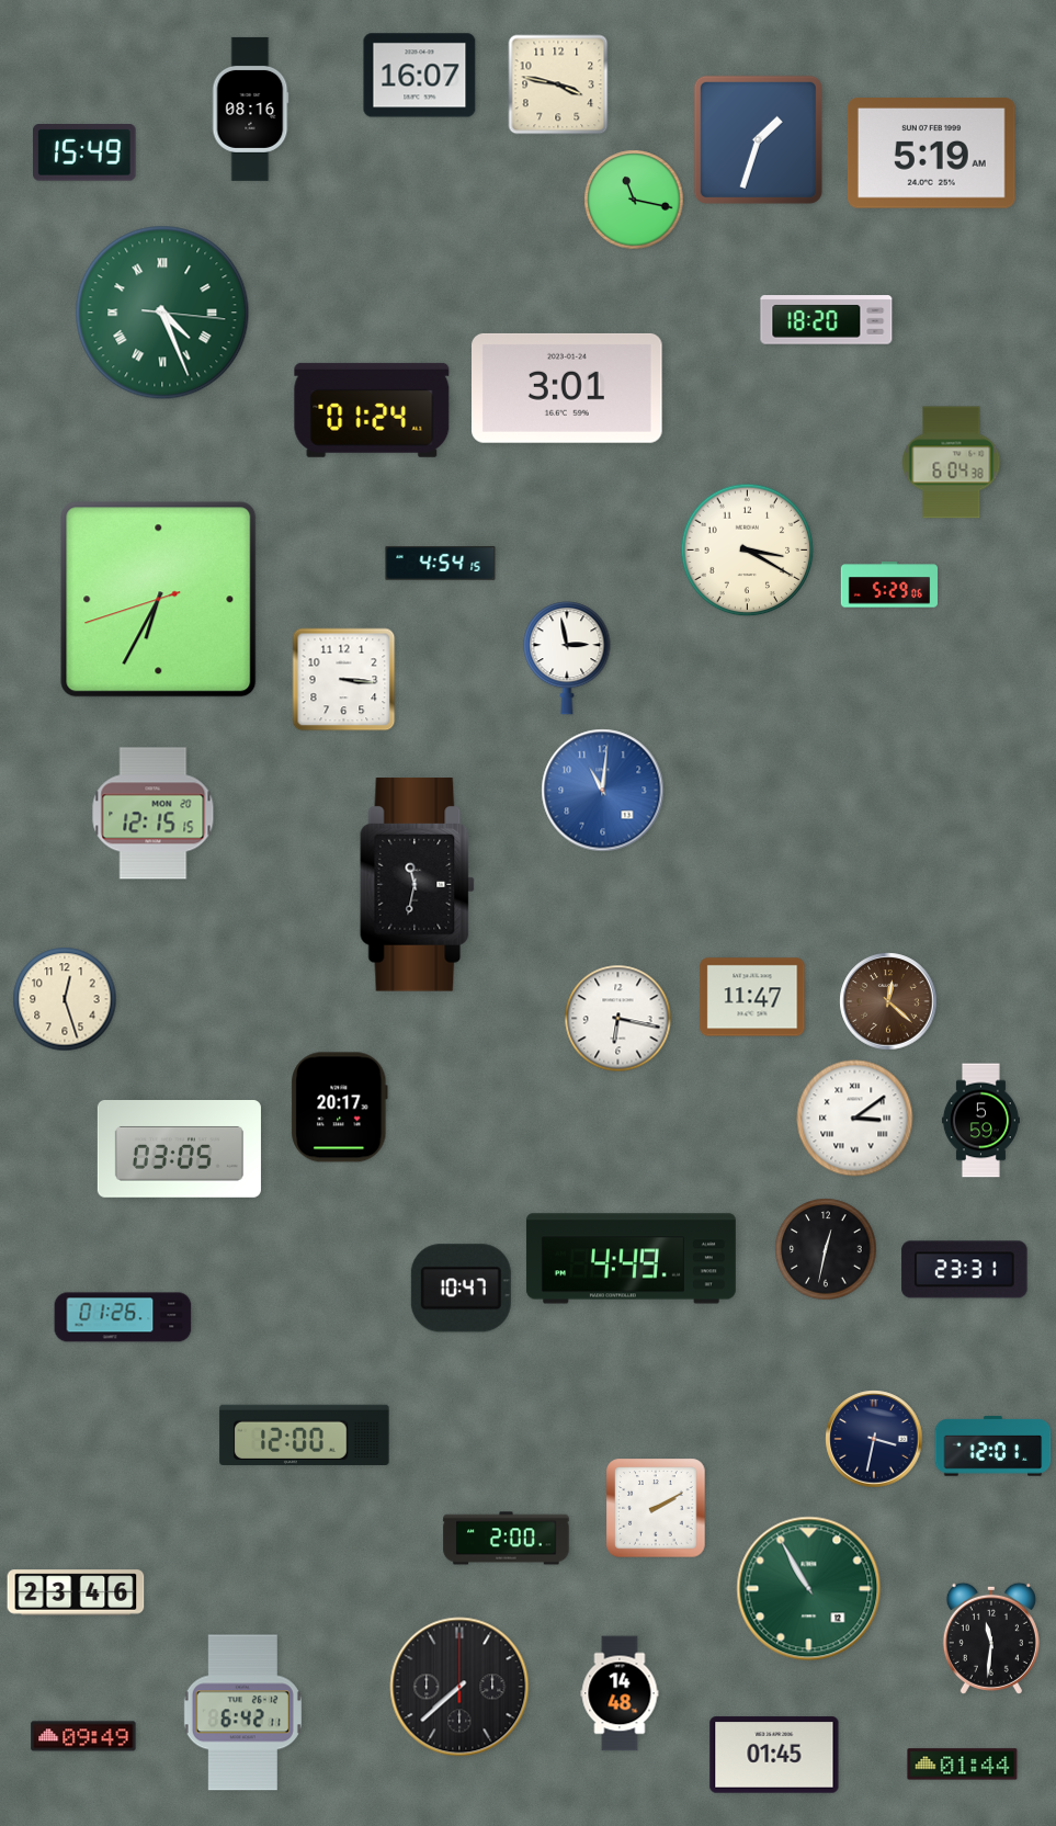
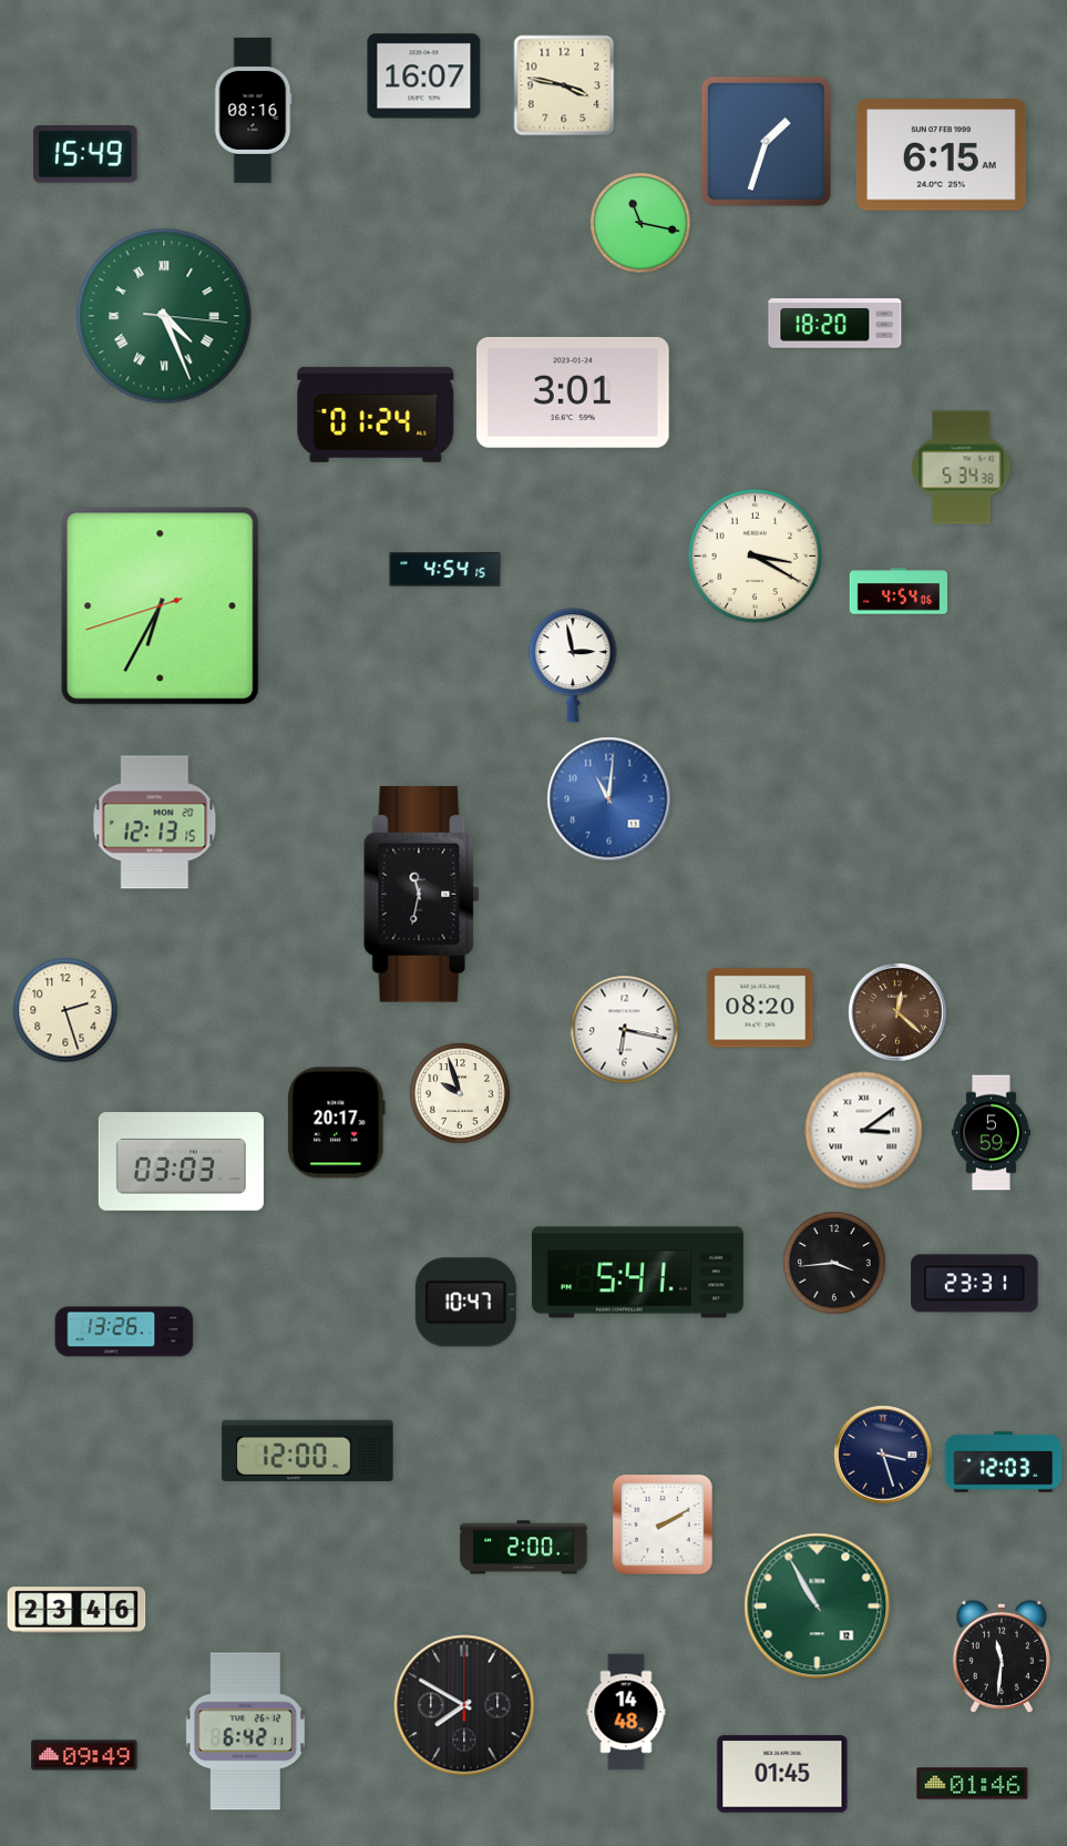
clock at (931, 154): 5:19 -> 6:15
clock at (634, 200) position: (634, 200) -> (640, 223)
clock at (952, 463): 6:04 -> 5:34
clock at (888, 585): 5:29 -> 4:54
clock at (344, 680): 3:16 -> none
clock at (154, 814): 12:15 -> 12:13
clock at (752, 997): 11:47 -> 08:20
clock at (65, 999): 12:27 -> 2:27
clock at (460, 1093): none -> 9:57
clock at (340, 1108) position: (340, 1108) -> (337, 1123)
clock at (179, 1149): 03:05 -> 03:03
clock at (826, 1249): 12:32 -> 3:44
clock at (631, 1259): 4:49 -> 5:41
clock at (123, 1317): 01:26 -> 13:26
clock at (874, 1439): 3:32 -> 3:27
clock at (993, 1447): 12:01 -> 12:03
clock at (507, 1539) position: (507, 1539) -> (524, 1548)
clock at (459, 1687): 7:38 -> 7:50
clock at (963, 1765): 01:44 -> 01:46
